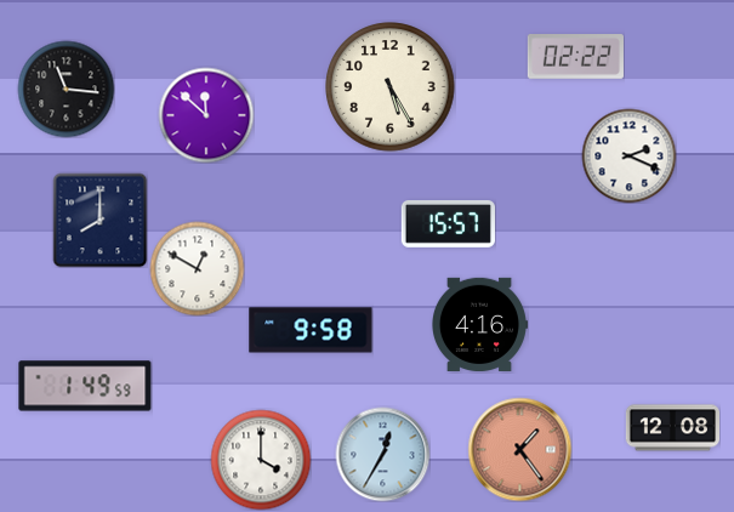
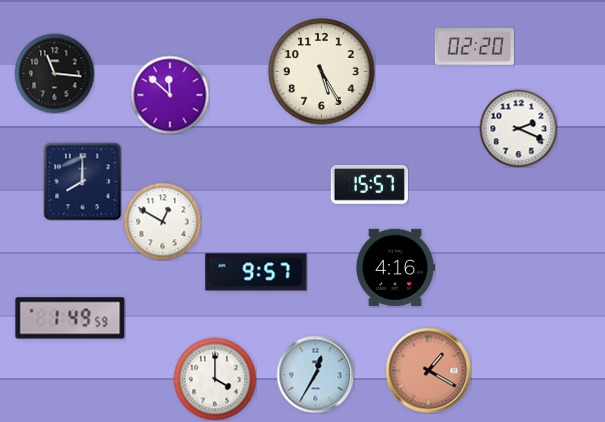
clock at (575, 57): 02:22 -> 02:20
clock at (311, 330): 9:58 -> 9:57
clock at (672, 428): 12:08 -> none
clock at (519, 449): 1:24 -> 1:20
